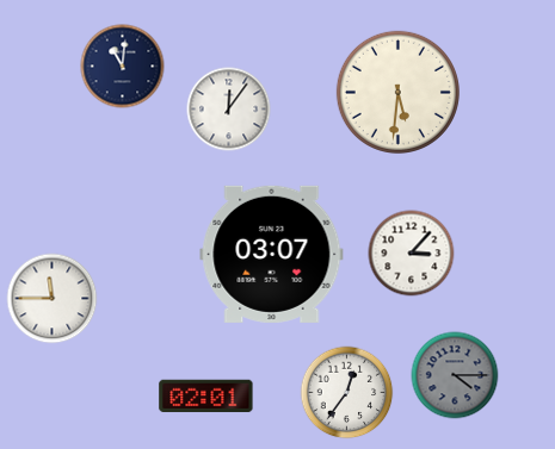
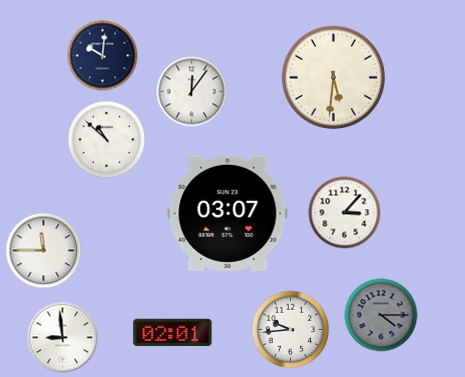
clock at (123, 67): 11:01 -> 10:01
clock at (107, 140): none -> 10:52
clock at (347, 393): 12:36 -> 9:44
clock at (63, 338): none -> 8:59
